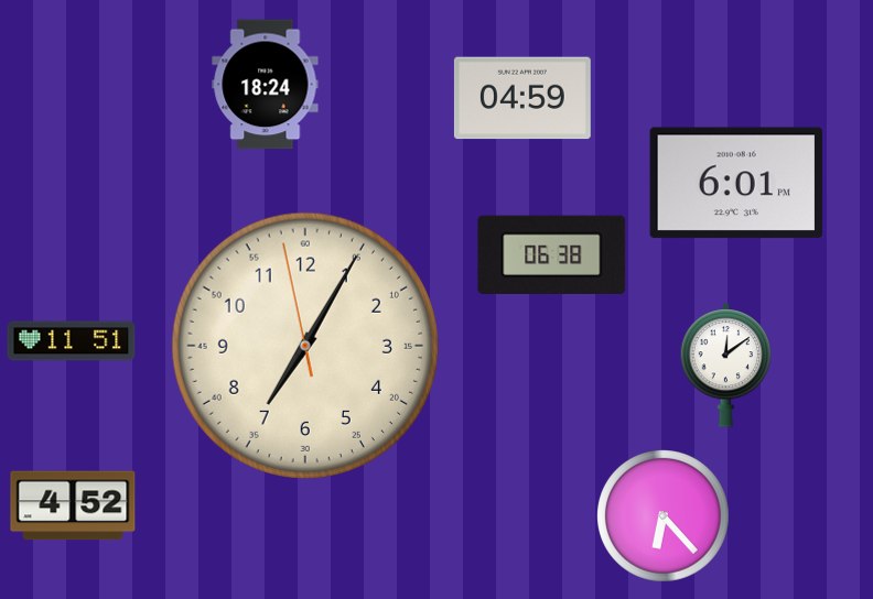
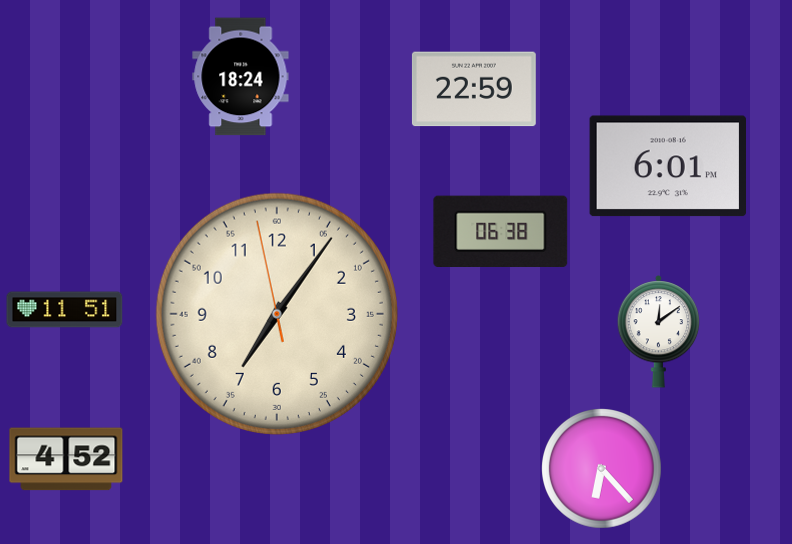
clock at (522, 98): 04:59 -> 22:59
clock at (305, 346): 7:04 -> 7:05
